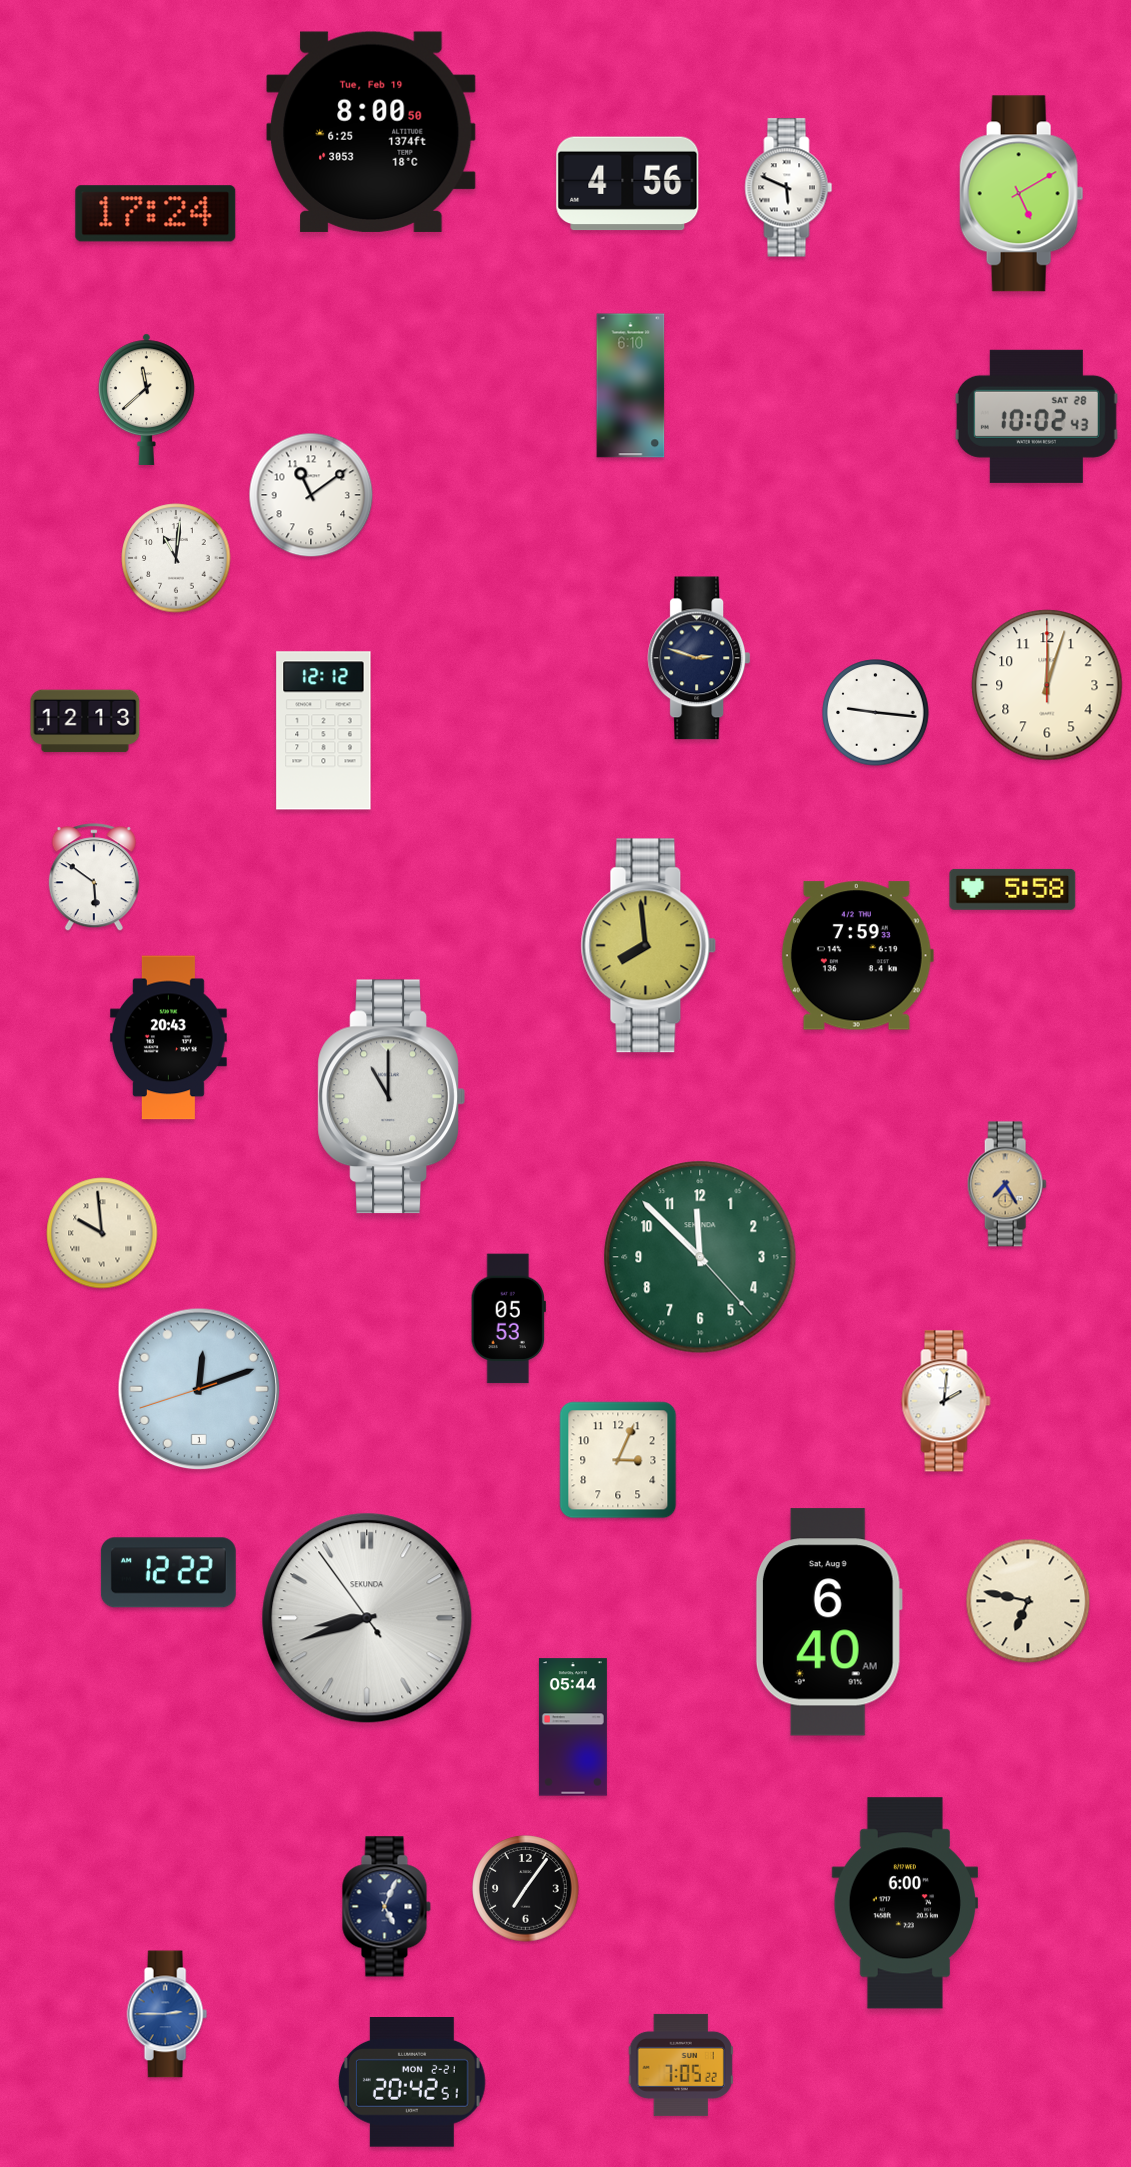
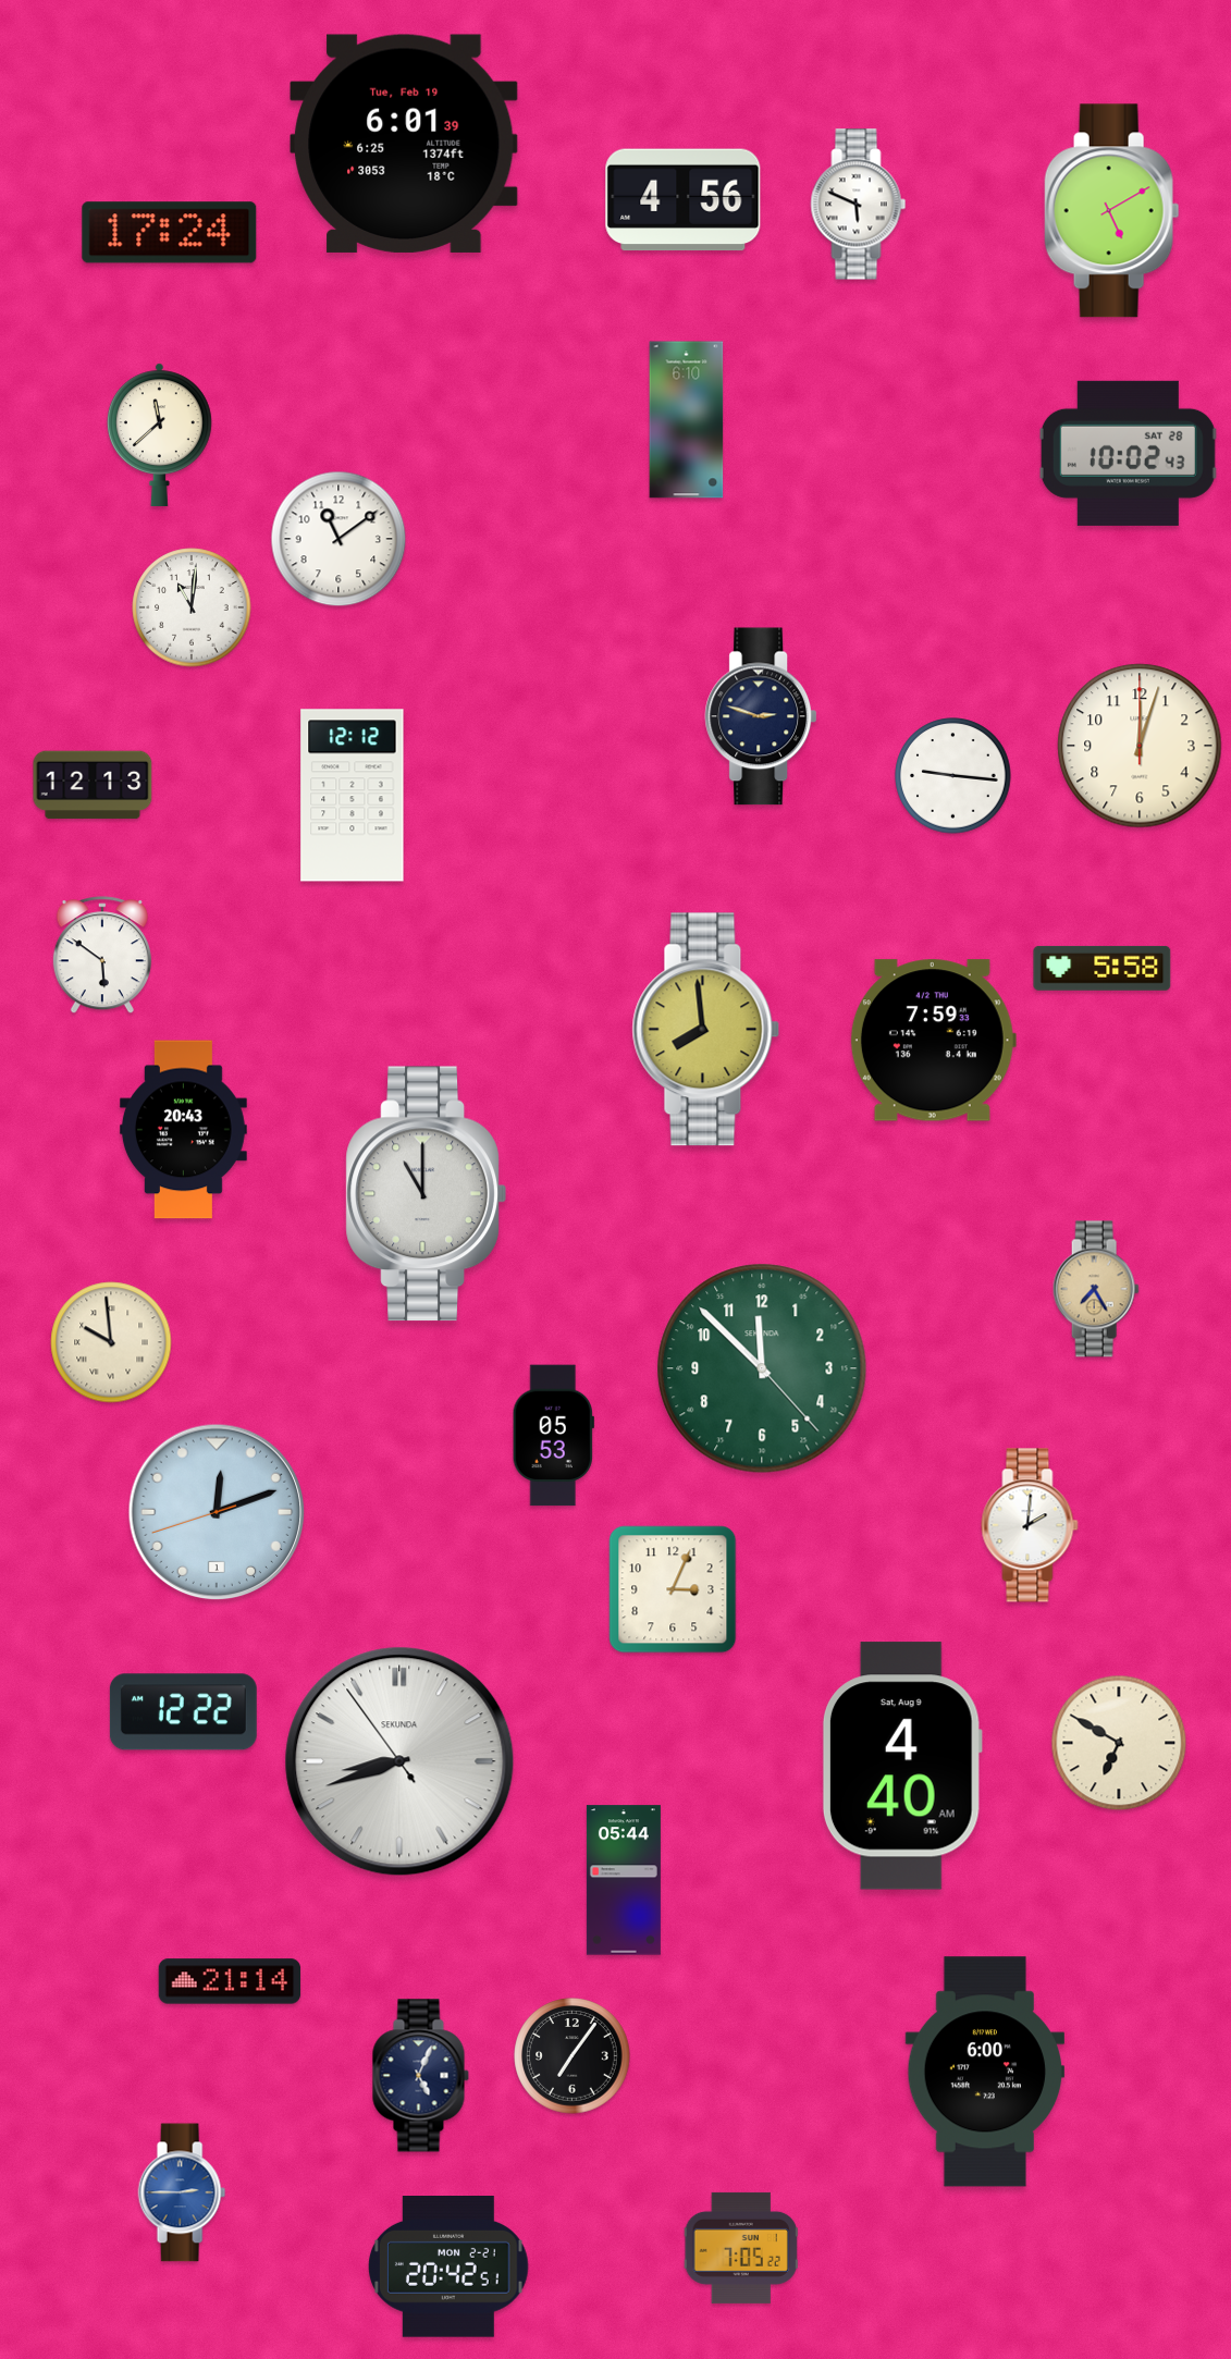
clock at (371, 132): 8:00 -> 6:01
clock at (1028, 1601): 6:47 -> 6:50
clock at (829, 1622): 6:40 -> 4:40
clock at (230, 1981): none -> 21:14
